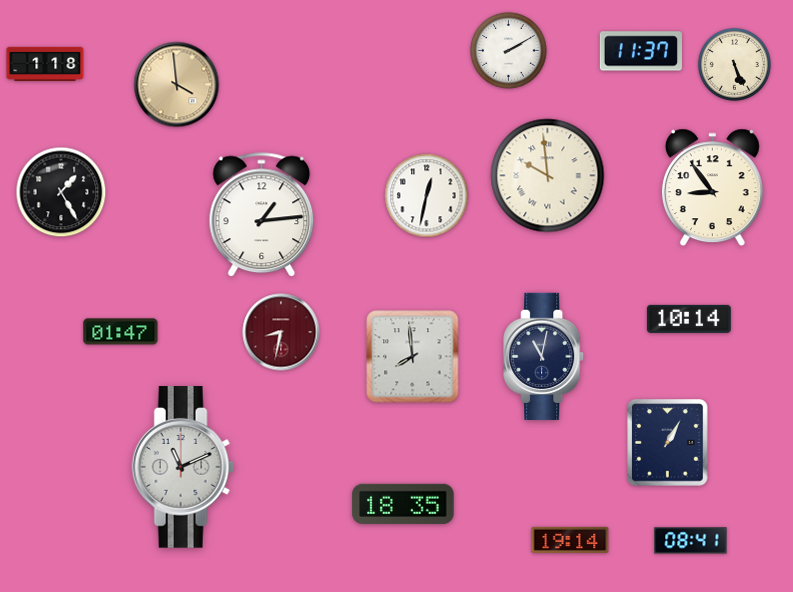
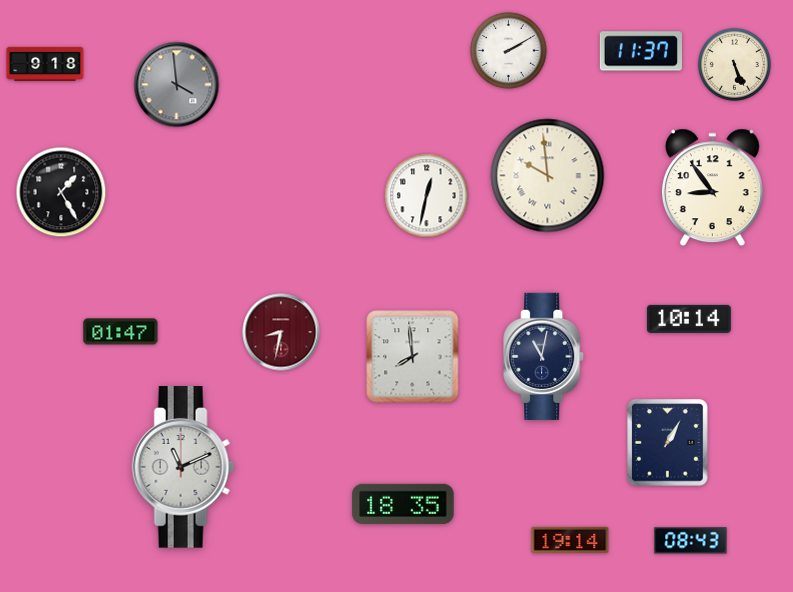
clock at (45, 64): 1:18 -> 9:18
clock at (177, 85) dial: champagne -> grey
clock at (262, 215): 1:14 -> none
clock at (691, 541): 08:41 -> 08:43
